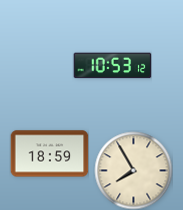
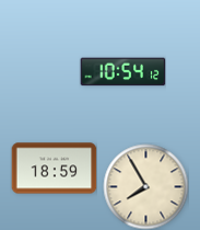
clock at (112, 66): 10:53 -> 10:54
